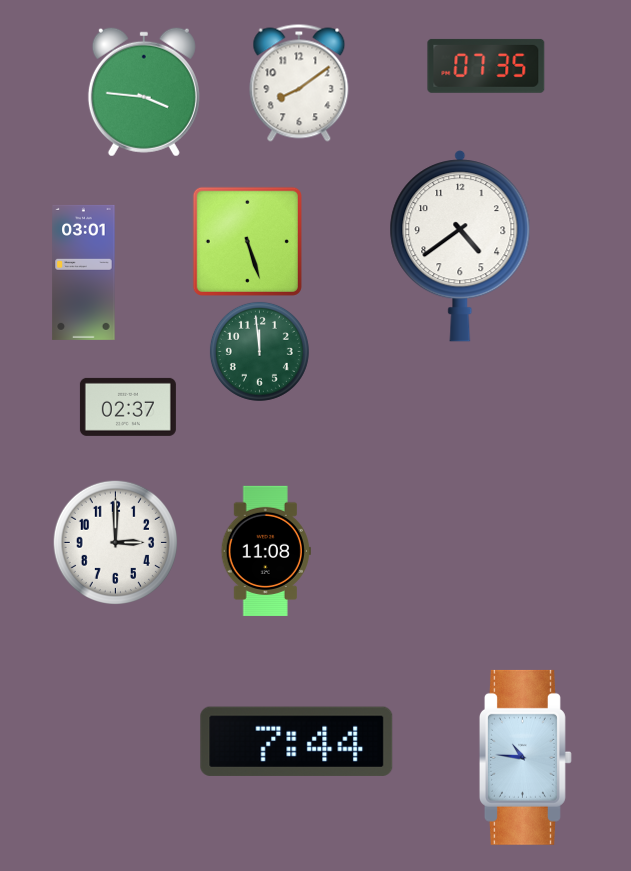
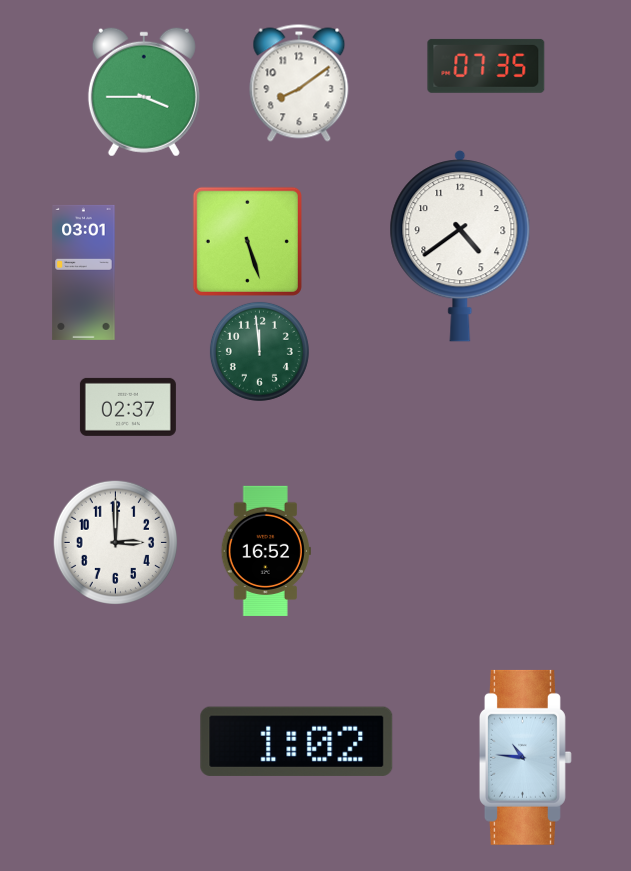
clock at (144, 92): 3:46 -> 3:45
clock at (266, 551): 11:08 -> 16:52
clock at (297, 741): 7:44 -> 1:02
